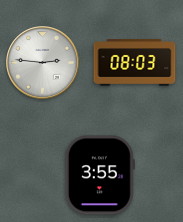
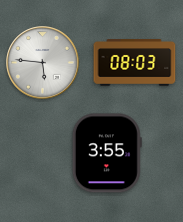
clock at (43, 63): 2:46 -> 5:46
clock at (100, 175) position: (100, 175) -> (107, 153)
